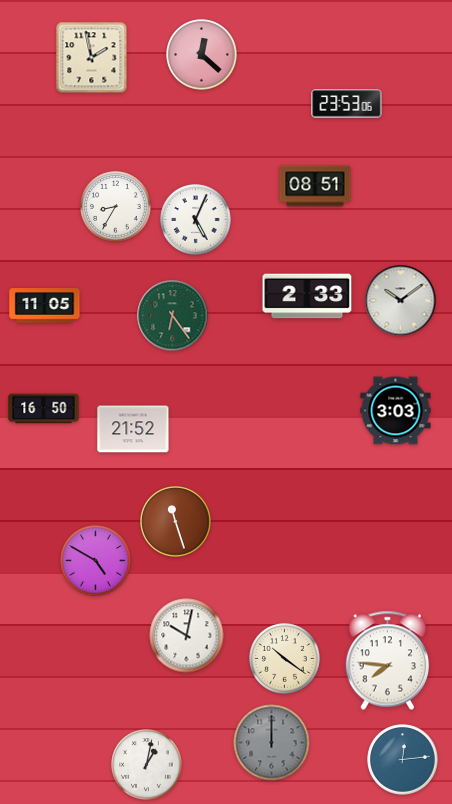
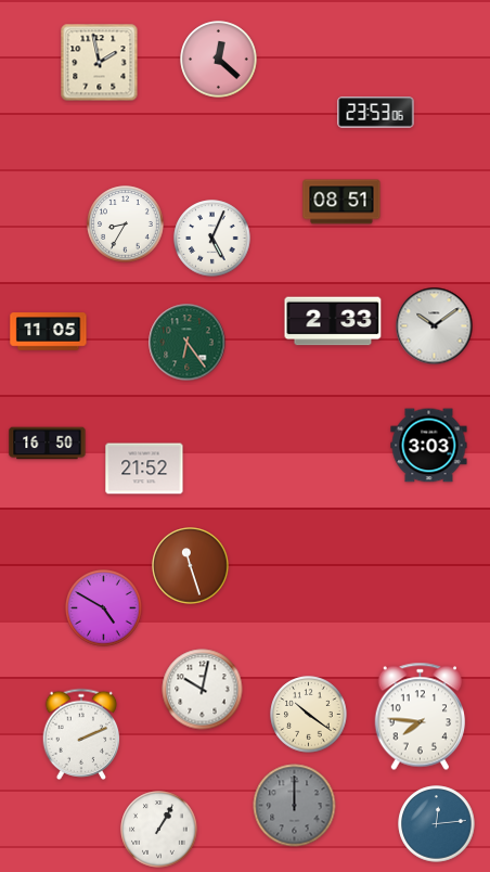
clock at (133, 429) position: (133, 429) -> (144, 469)
clock at (81, 733): none -> 2:11
clock at (147, 765): 1:02 -> 1:05
